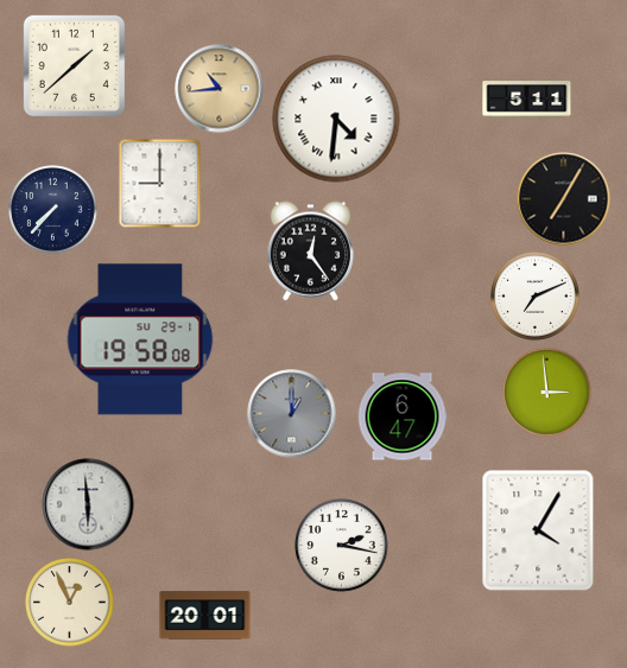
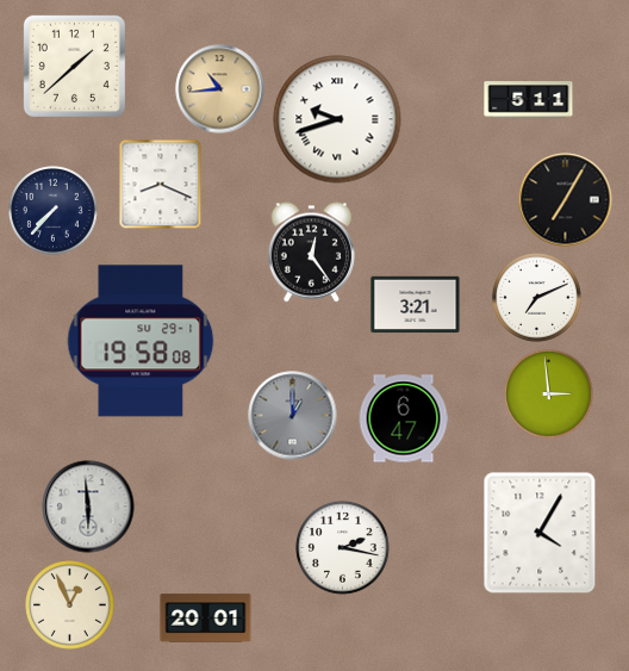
clock at (336, 119): 4:31 -> 9:42
clock at (160, 184): 9:00 -> 8:19
clock at (416, 305): none -> 3:21
